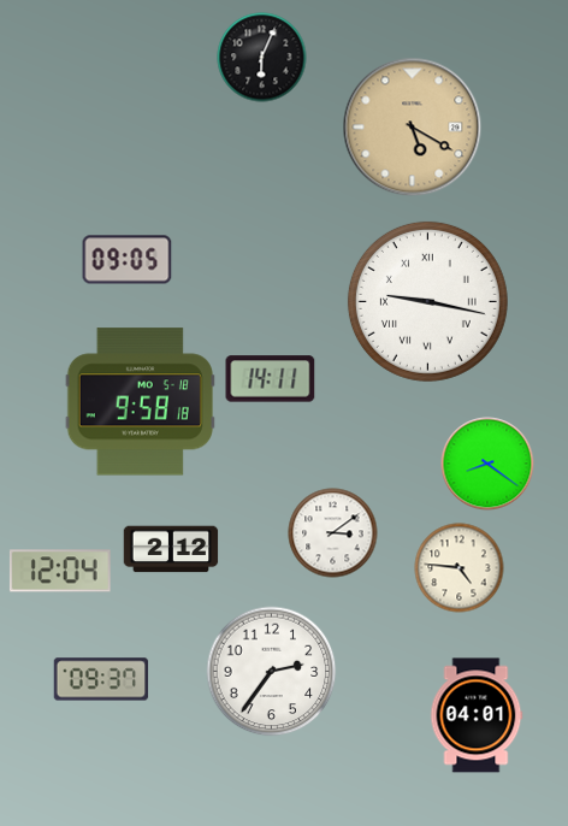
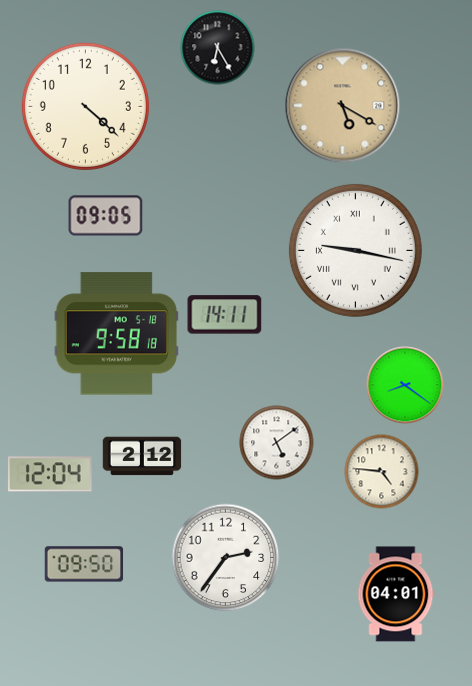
clock at (262, 58): 6:04 -> 6:25
clock at (85, 106): none -> 4:22
clock at (333, 533): 3:09 -> 5:09
clock at (101, 679): 09:37 -> 09:50
